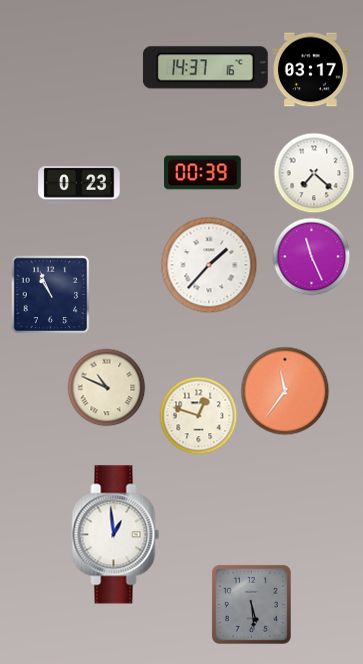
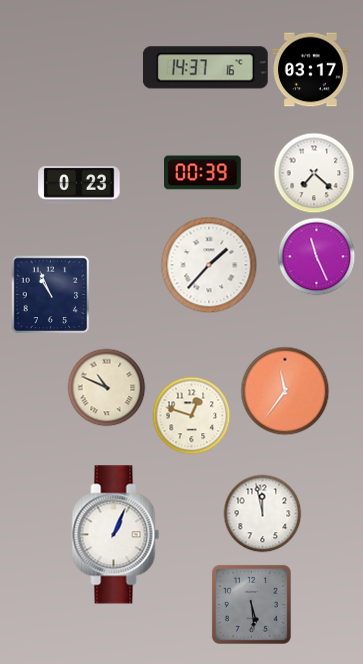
clock at (311, 256) position: (311, 256) -> (316, 256)
clock at (198, 415) position: (198, 415) -> (191, 415)
clock at (262, 513): none -> 11:58
clock at (116, 535): 12:59 -> 1:04
